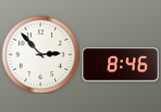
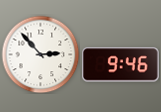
clock at (121, 65): 8:46 -> 9:46
